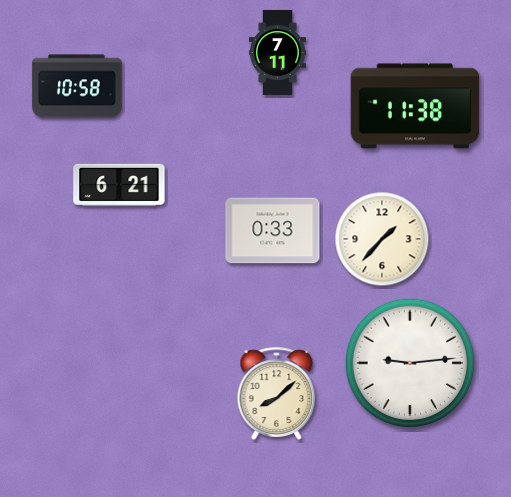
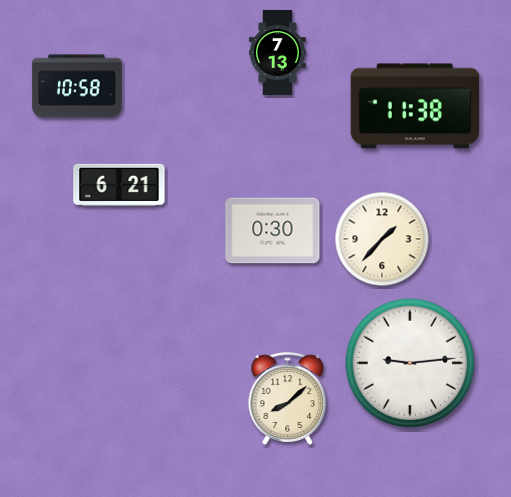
clock at (277, 52): 7:11 -> 7:13
clock at (273, 231): 0:33 -> 0:30
clock at (277, 393) position: (277, 393) -> (288, 398)
